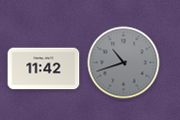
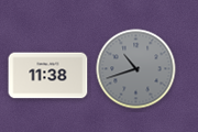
clock at (44, 69): 11:42 -> 11:38
